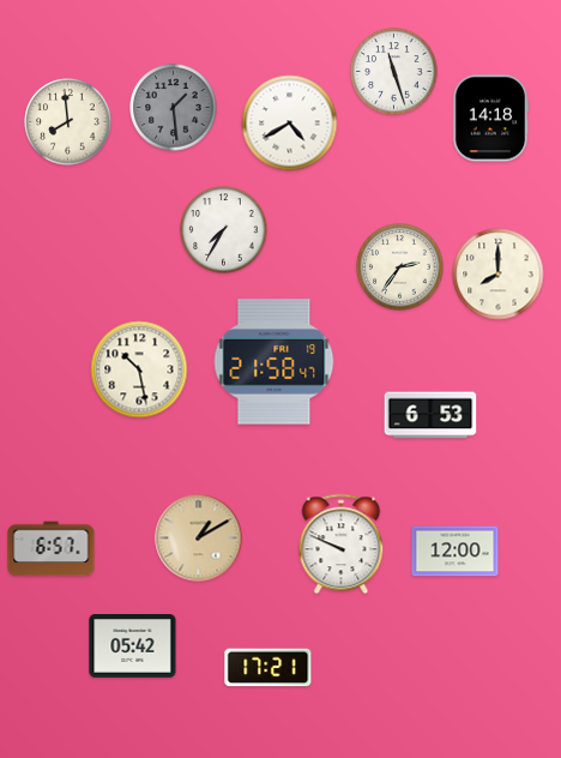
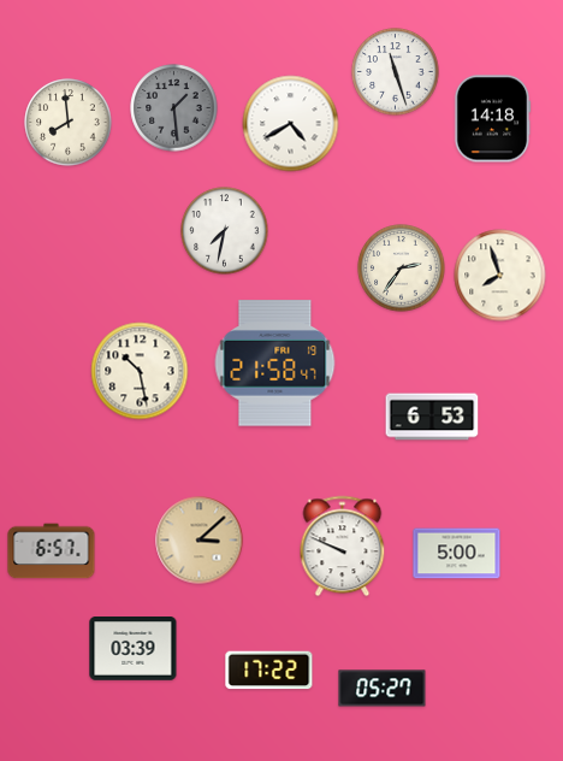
clock at (224, 230): 7:35 -> 7:32
clock at (499, 275): 8:00 -> 7:57
clock at (199, 539): 1:10 -> 3:08
clock at (456, 552): 12:00 -> 5:00
clock at (133, 646): 05:42 -> 03:39
clock at (269, 668): 17:21 -> 17:22
clock at (383, 689): none -> 05:27
